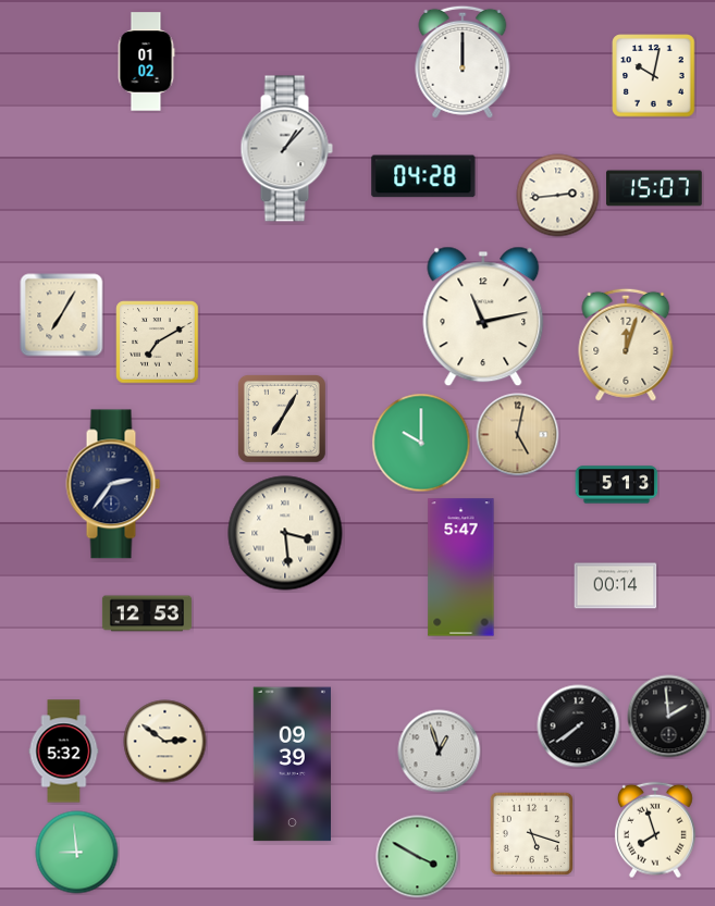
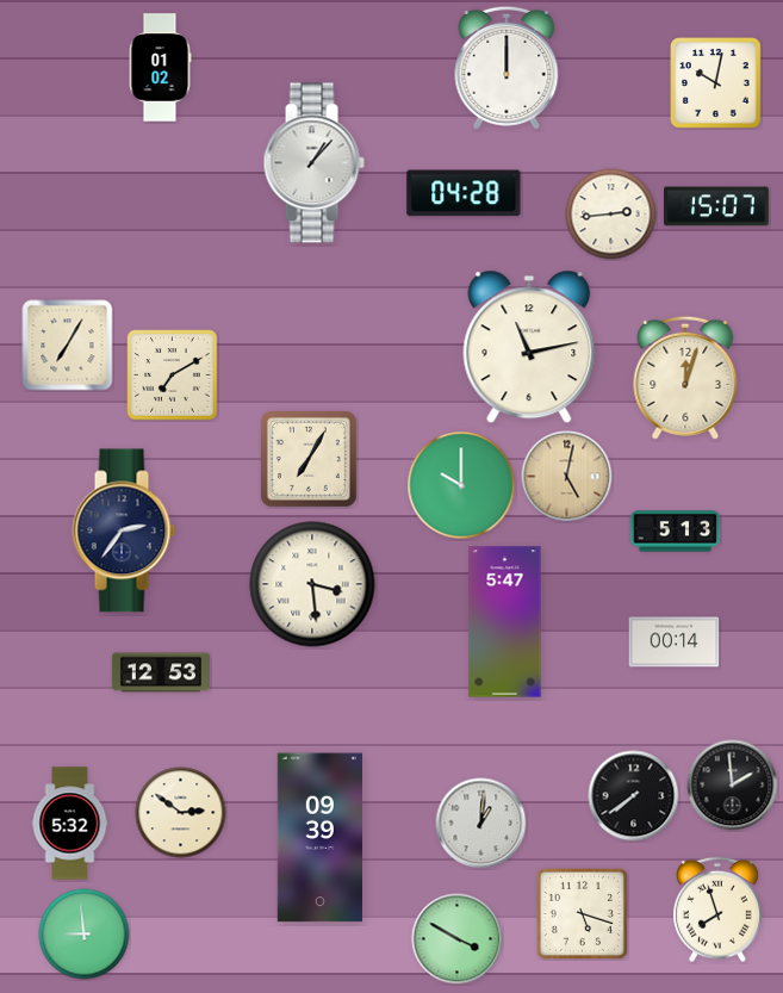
clock at (440, 752): 12:57 -> 1:01
